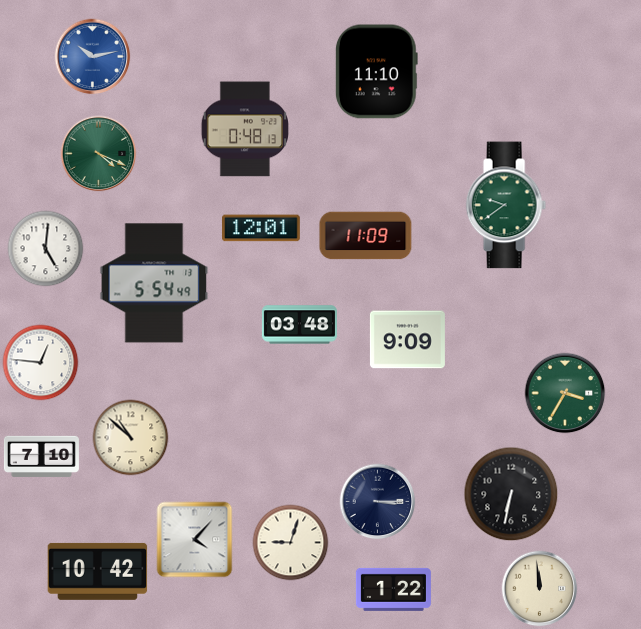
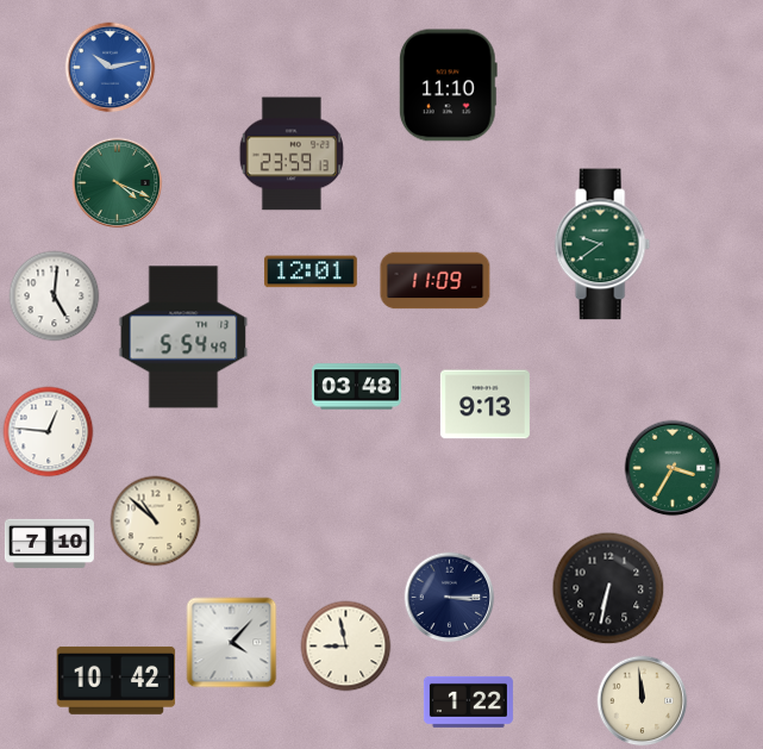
clock at (244, 129): 0:48 -> 23:59
clock at (407, 340): 9:09 -> 9:13
clock at (291, 543): 9:03 -> 8:58
